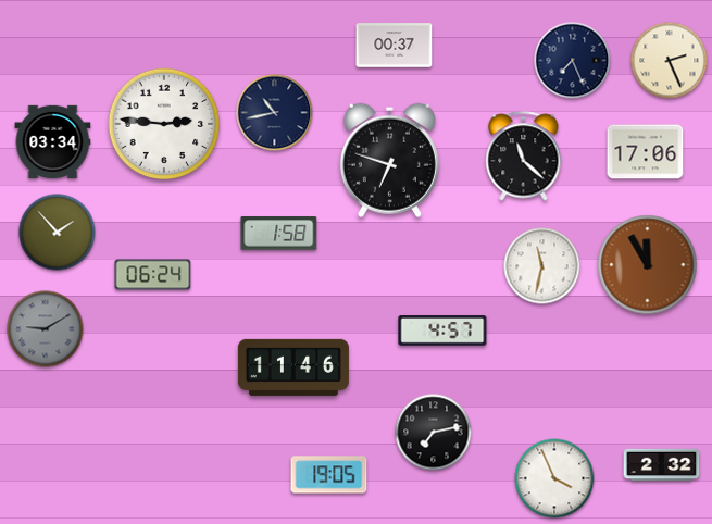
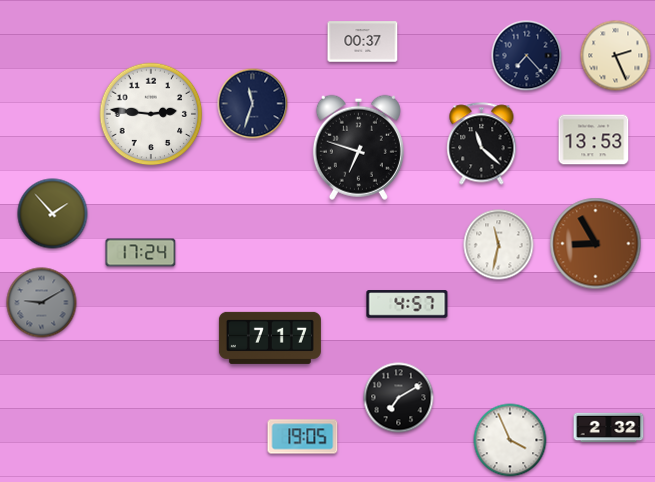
clock at (573, 61): 7:26 -> 7:23
clock at (275, 113): 10:43 -> 11:33
clock at (53, 141): 03:34 -> none
clock at (646, 152): 17:06 -> 13:53
clock at (279, 234): 1:58 -> none
clock at (648, 265): 11:55 -> 8:55
clock at (153, 275): 06:24 -> 17:24
clock at (293, 367): 11:46 -> 7:17
clock at (434, 433): 7:13 -> 7:10
